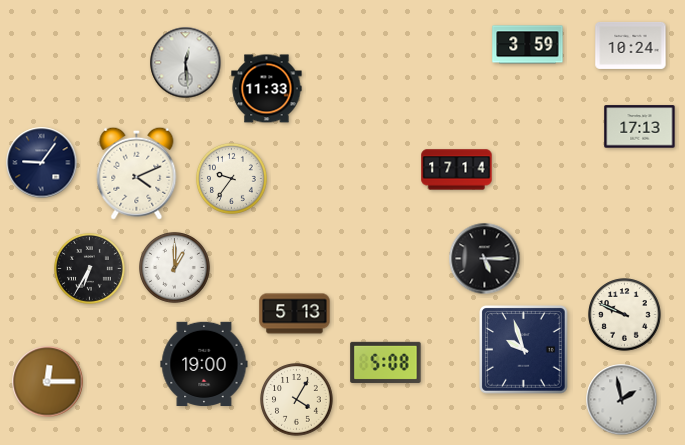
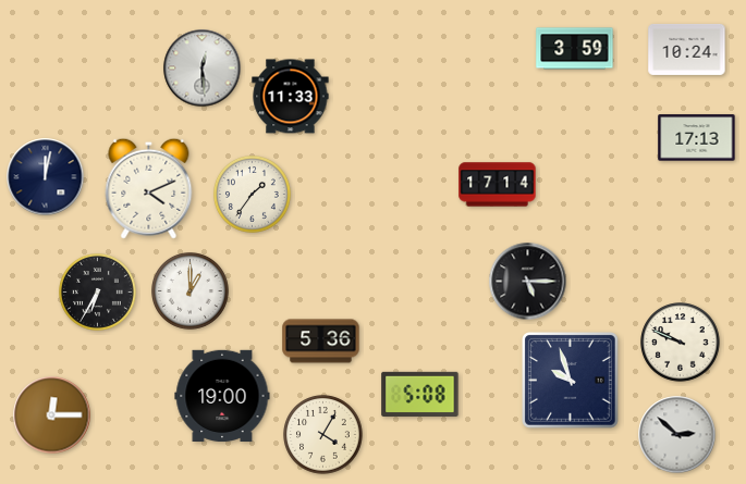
clock at (42, 163): 9:06 -> 12:02
clock at (232, 179): 9:36 -> 1:36
clock at (295, 314): 5:13 -> 5:36
clock at (622, 400): 1:58 -> 2:52
